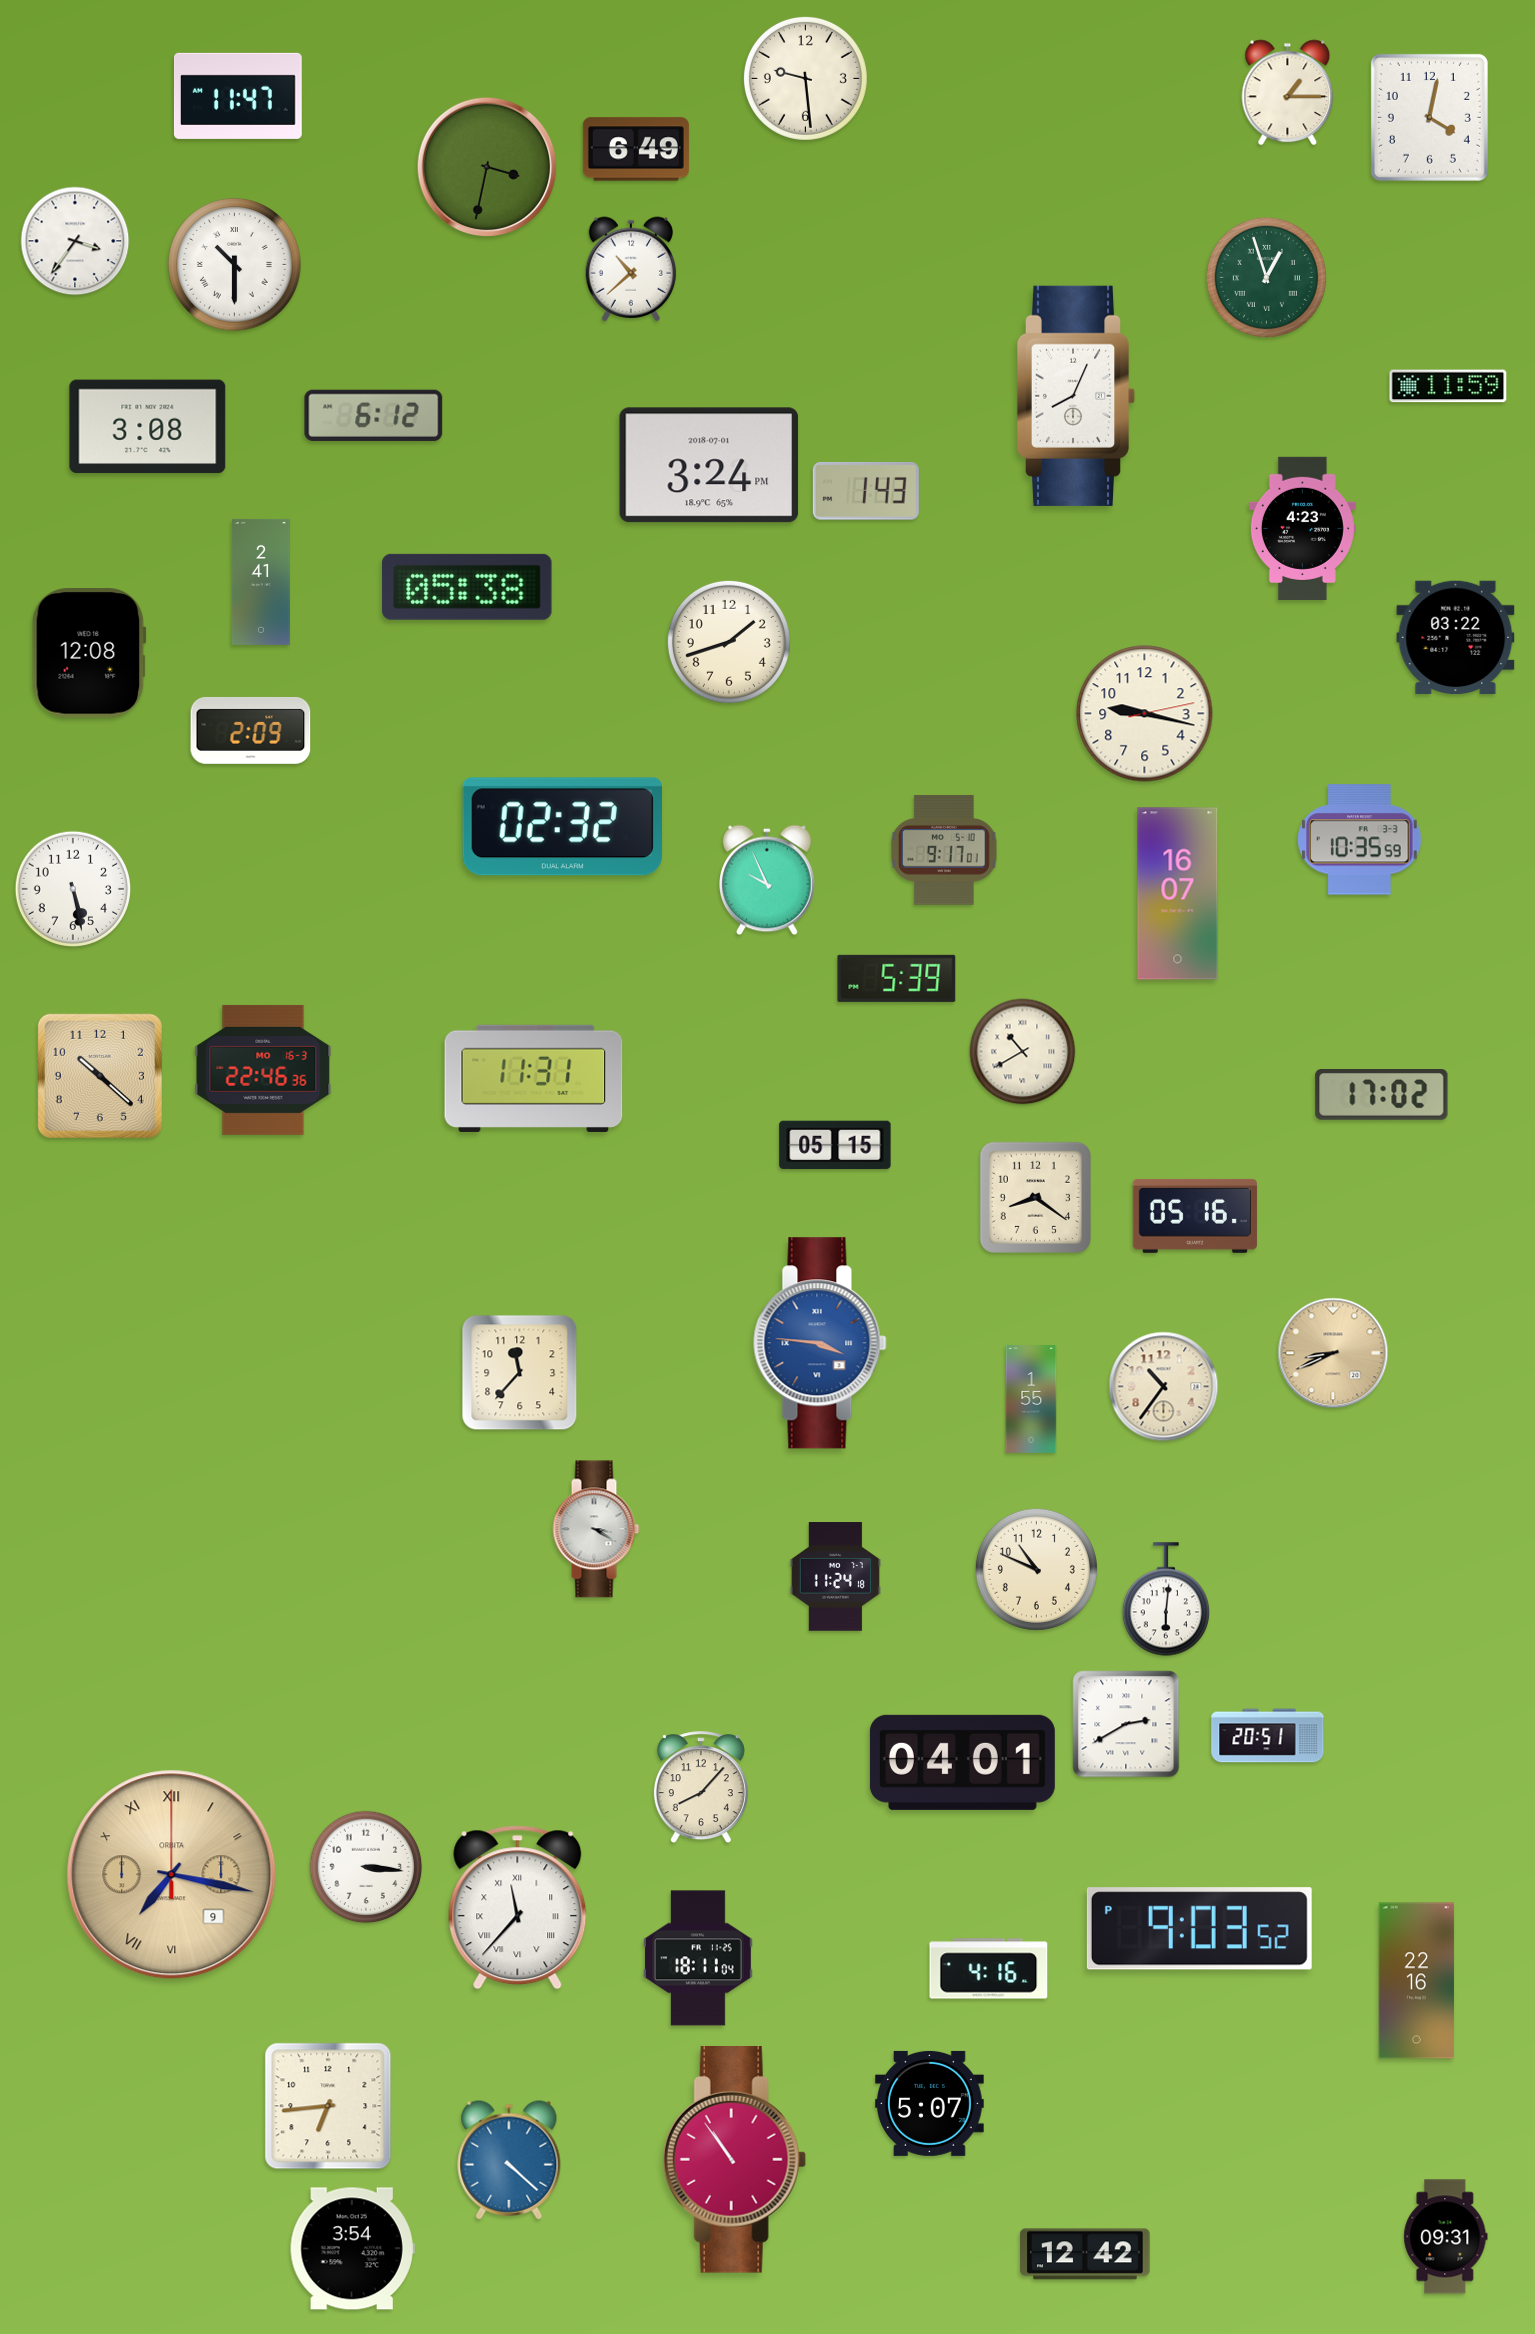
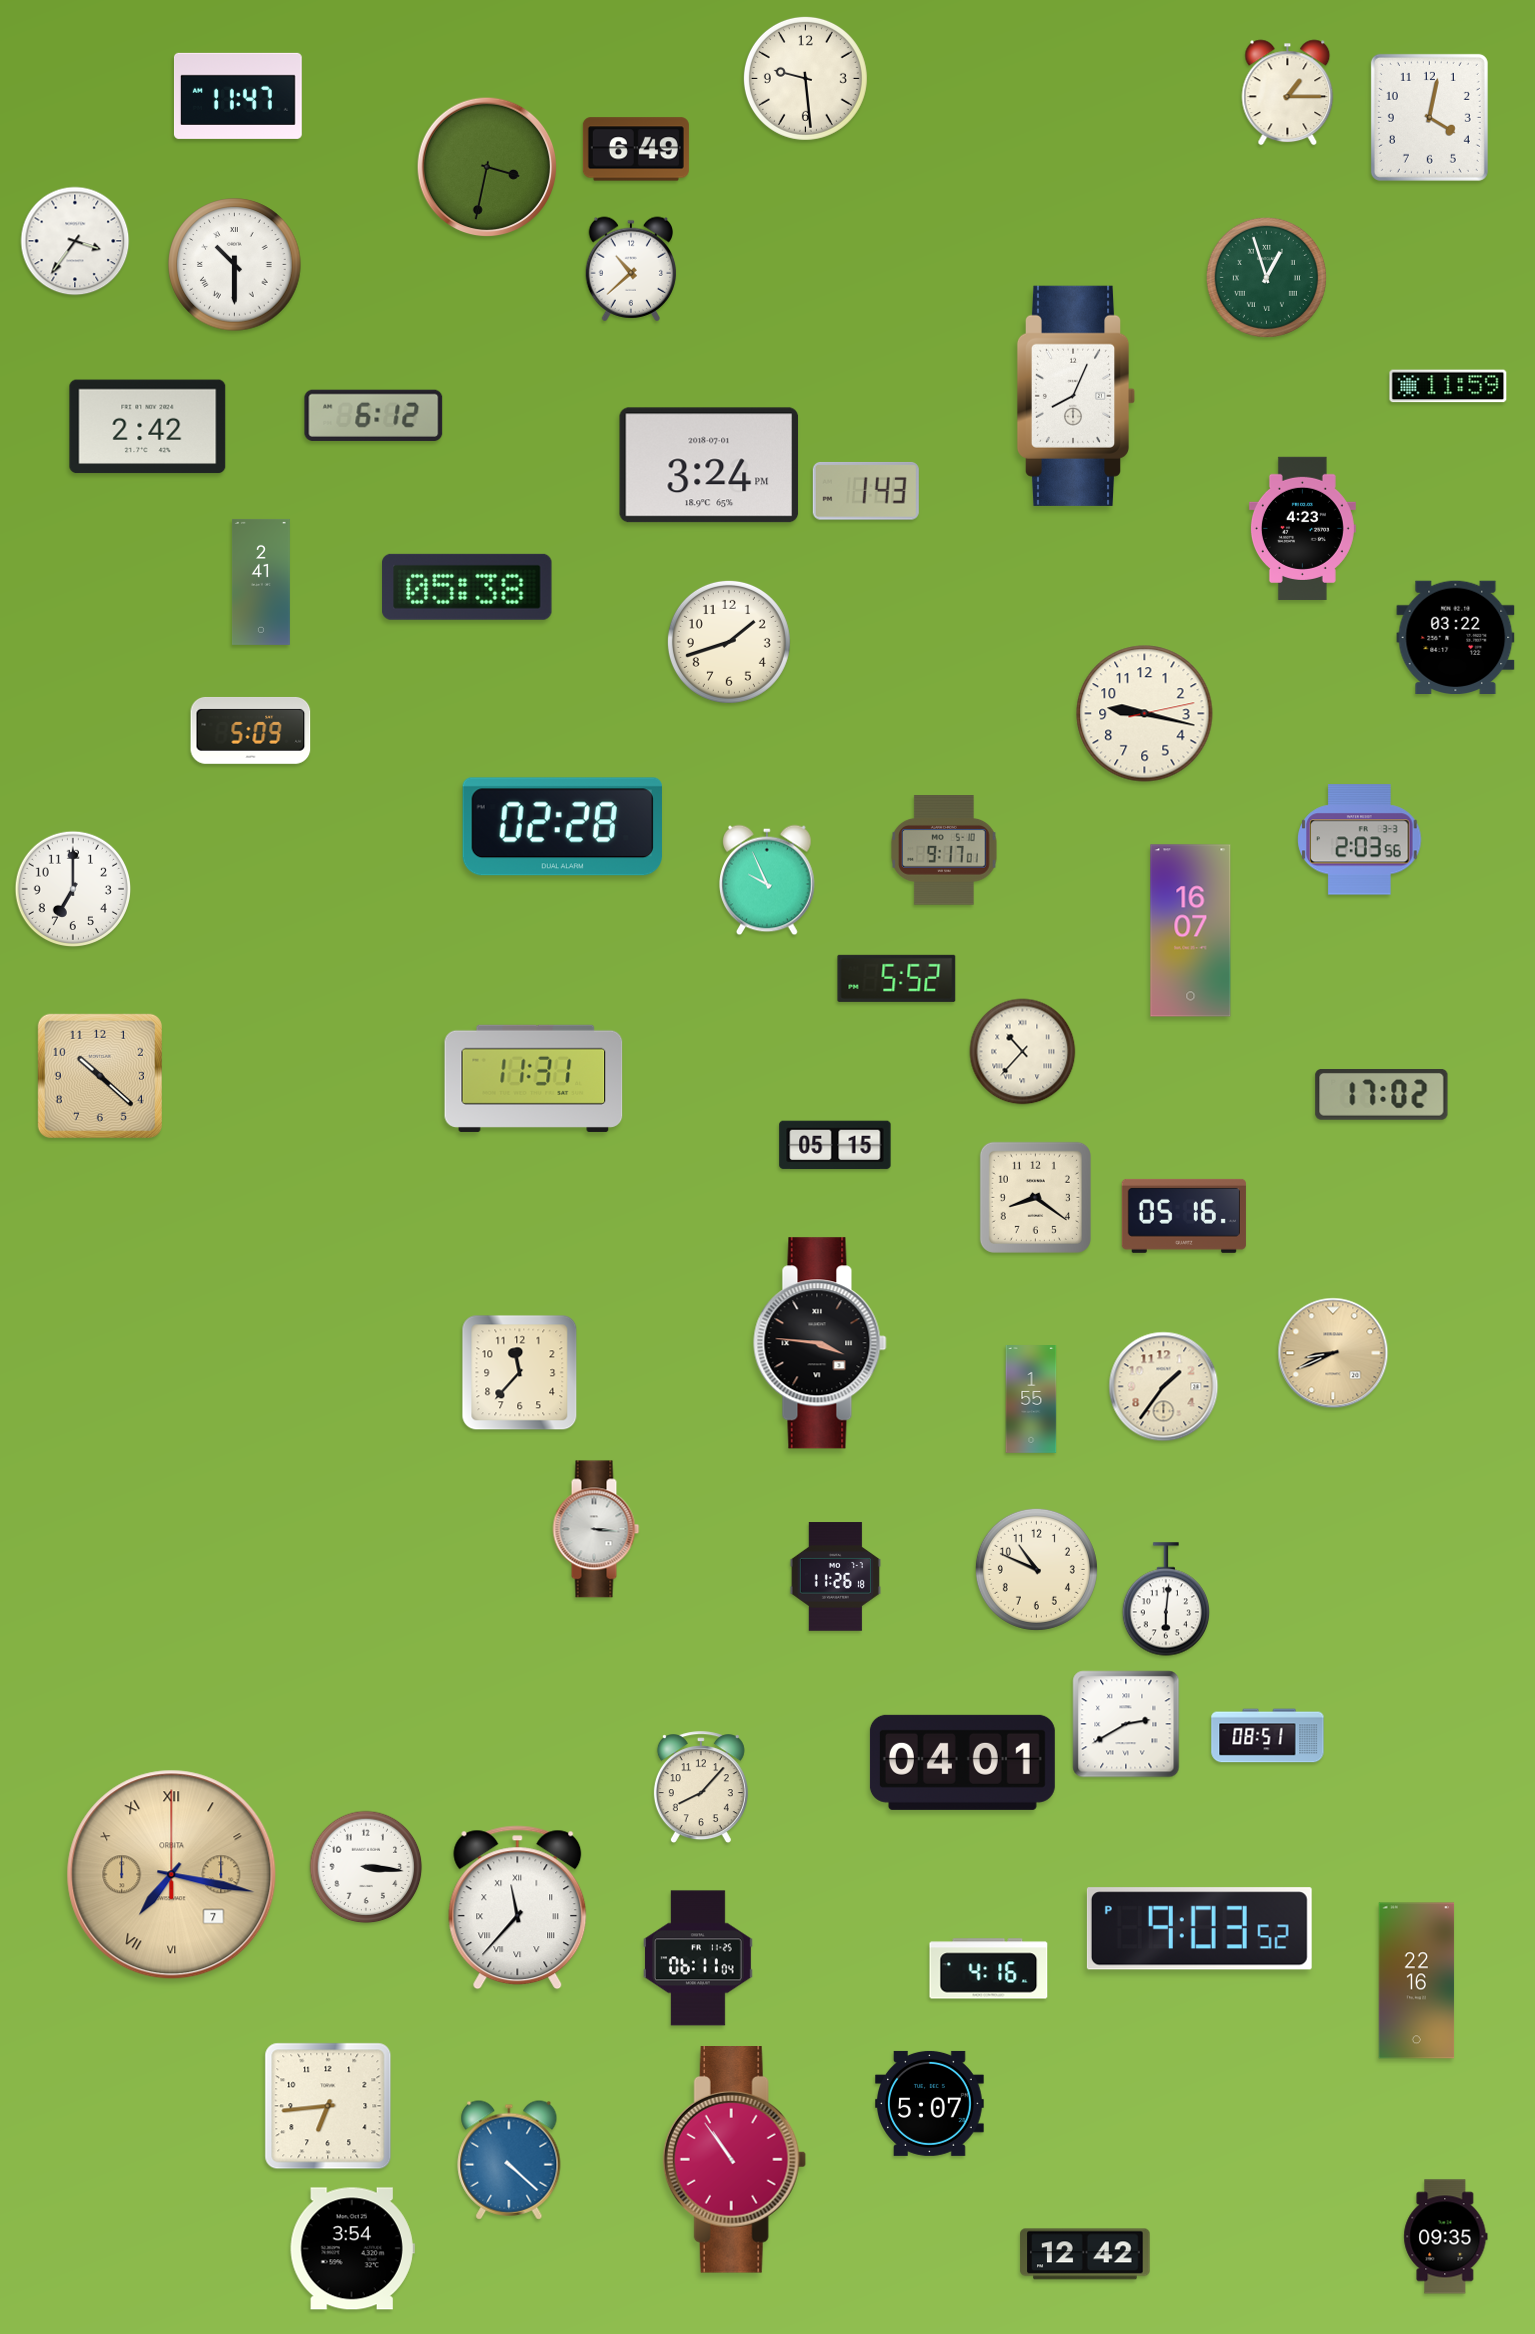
clock at (148, 427): 3:08 -> 2:42
clock at (89, 653): 12:08 -> none
clock at (251, 730): 2:09 -> 5:09
clock at (562, 827): 02:32 -> 02:28
clock at (1360, 840): 10:35 -> 2:03
clock at (72, 888): 5:28 -> 7:00
clock at (1178, 894) position: (1178, 894) -> (1191, 931)
clock at (897, 978): 5:39 -> 5:52
clock at (1023, 1052): 10:40 -> 10:37
clock at (263, 1070): 22:46 -> none
clock at (1195, 1216) position: (1195, 1216) -> (1184, 1216)
clock at (820, 1343) dial: blue -> black
clock at (1164, 1387): 10:36 -> 1:36
clock at (596, 1529): 3:20 -> 3:16
clock at (835, 1577): 11:24 -> 11:26
clock at (1268, 1736): 20:51 -> 08:51
clock at (172, 1875) date: 9 -> 7
clock at (698, 1958): 18:11 -> 06:11
clock at (1446, 2237): 09:31 -> 09:35
